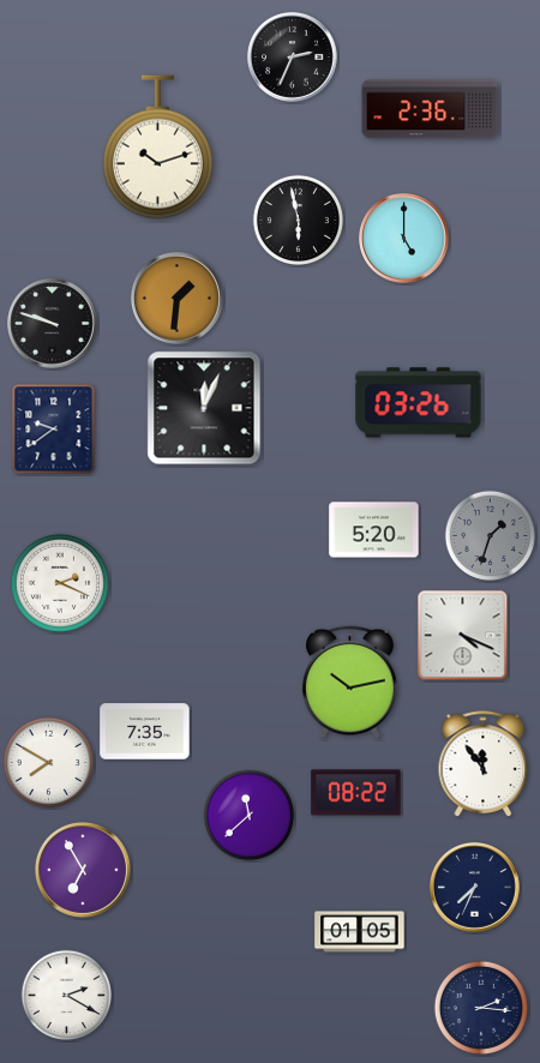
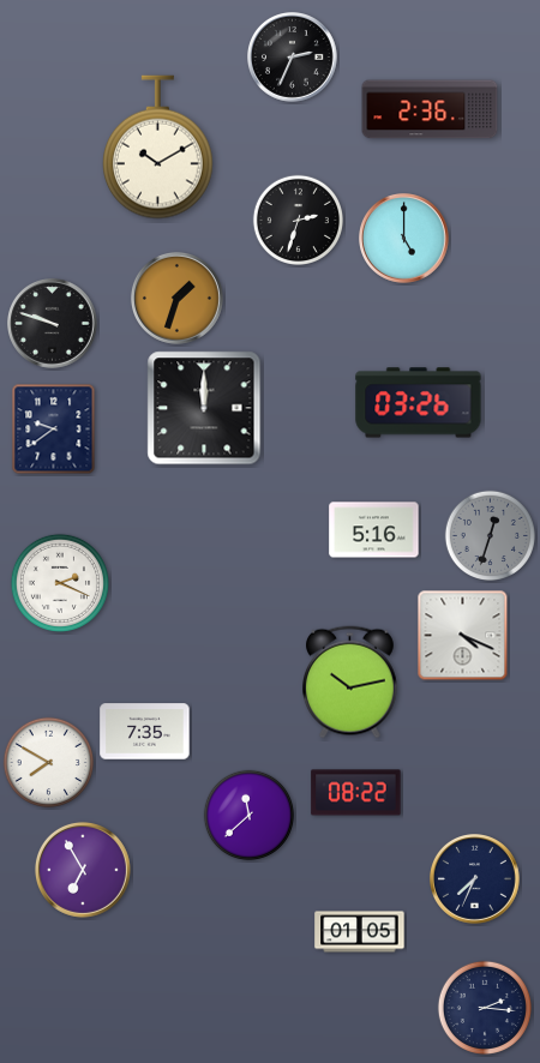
clock at (158, 148): 10:12 -> 10:10
clock at (298, 220): 5:58 -> 2:33
clock at (176, 298): 1:31 -> 1:33
clock at (204, 408): 12:04 -> 12:00
clock at (374, 530): 5:20 -> 5:16
clock at (490, 535): 1:33 -> 12:33
clock at (484, 763): 11:54 -> none
clock at (475, 888) position: (475, 888) -> (475, 879)
clock at (66, 995): 2:20 -> none
clock at (480, 1007) position: (480, 1007) -> (484, 1007)
